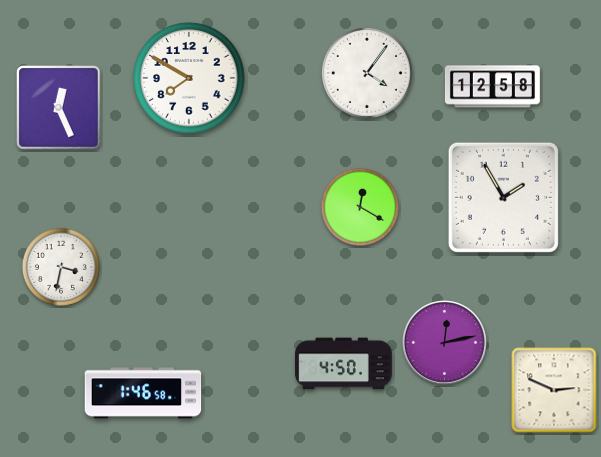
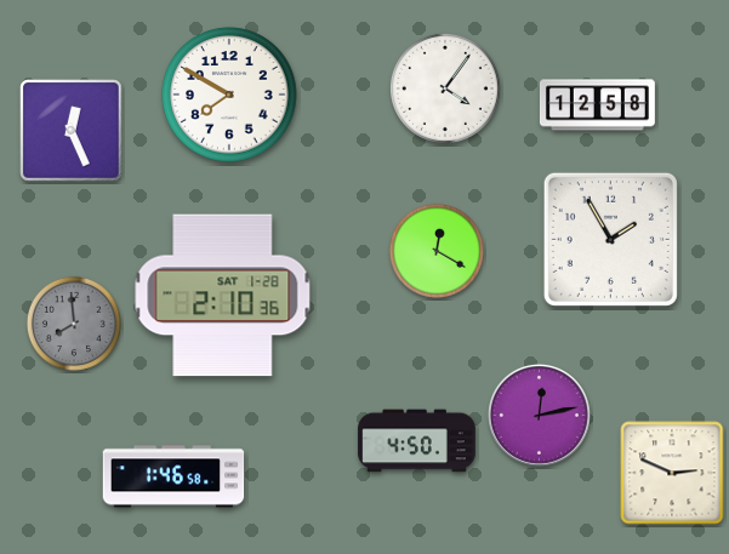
clock at (223, 296): none -> 2:10
clock at (61, 267): 3:32 -> 7:59
clock at (61, 267) dial: white -> grey
